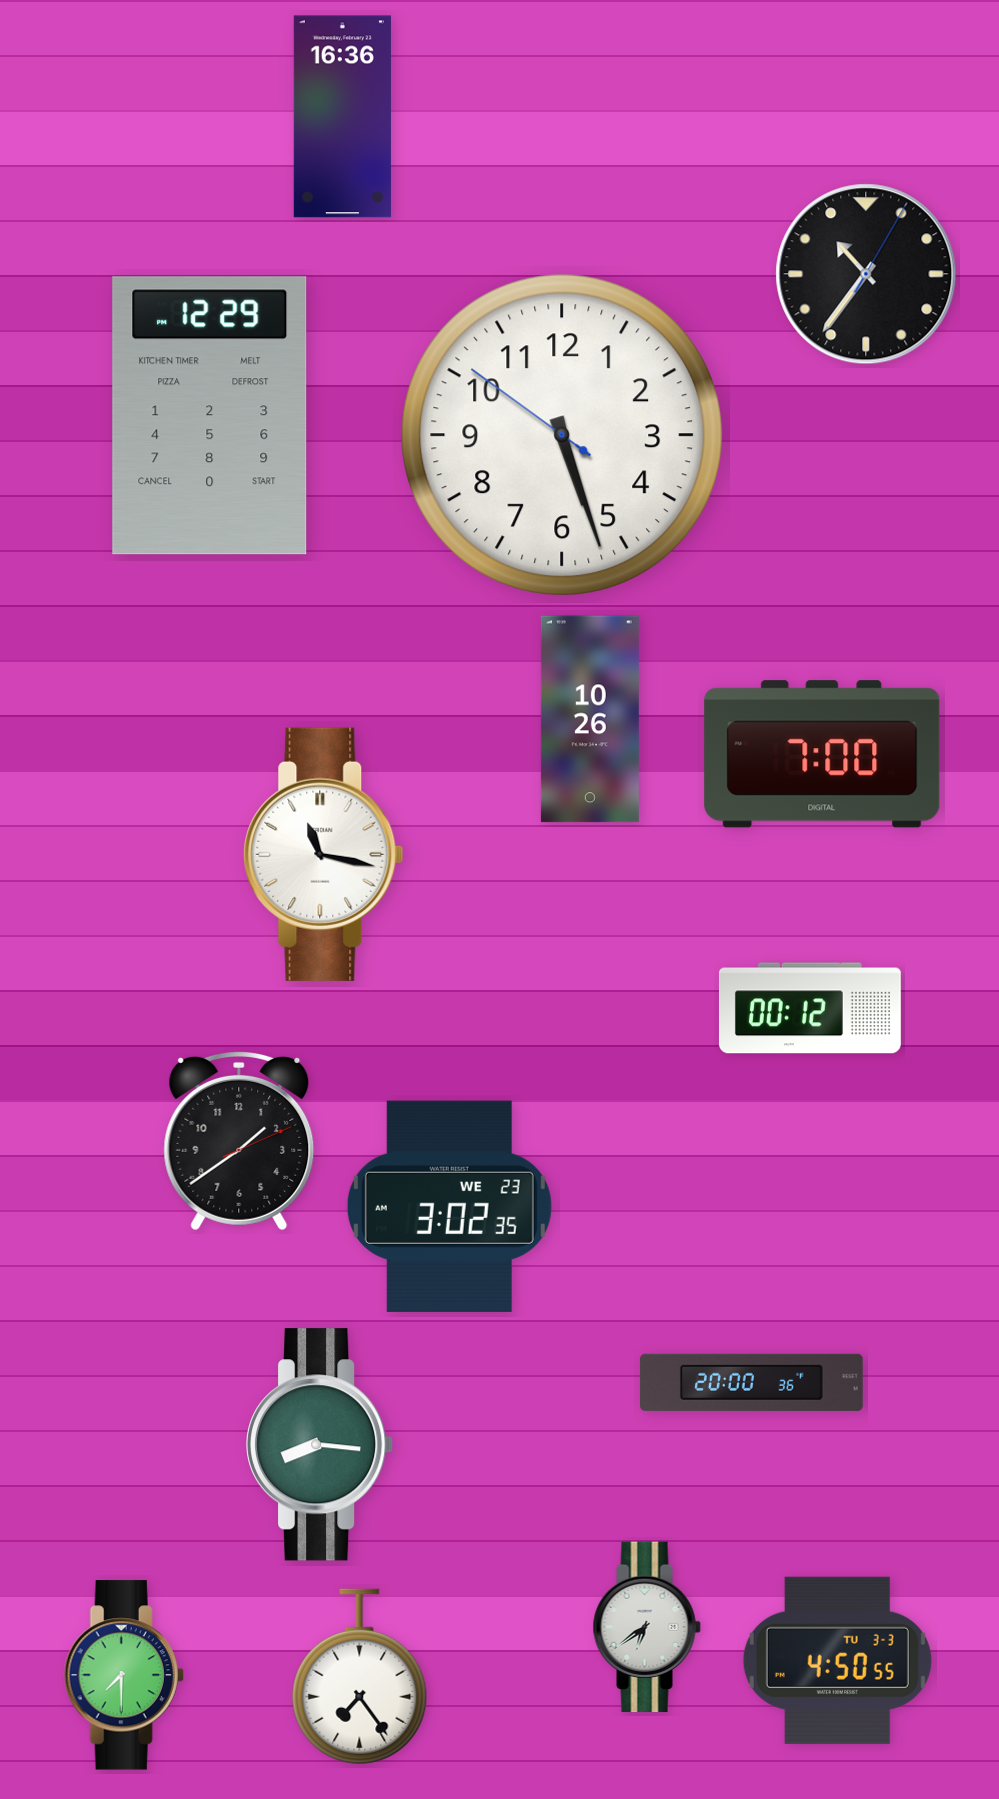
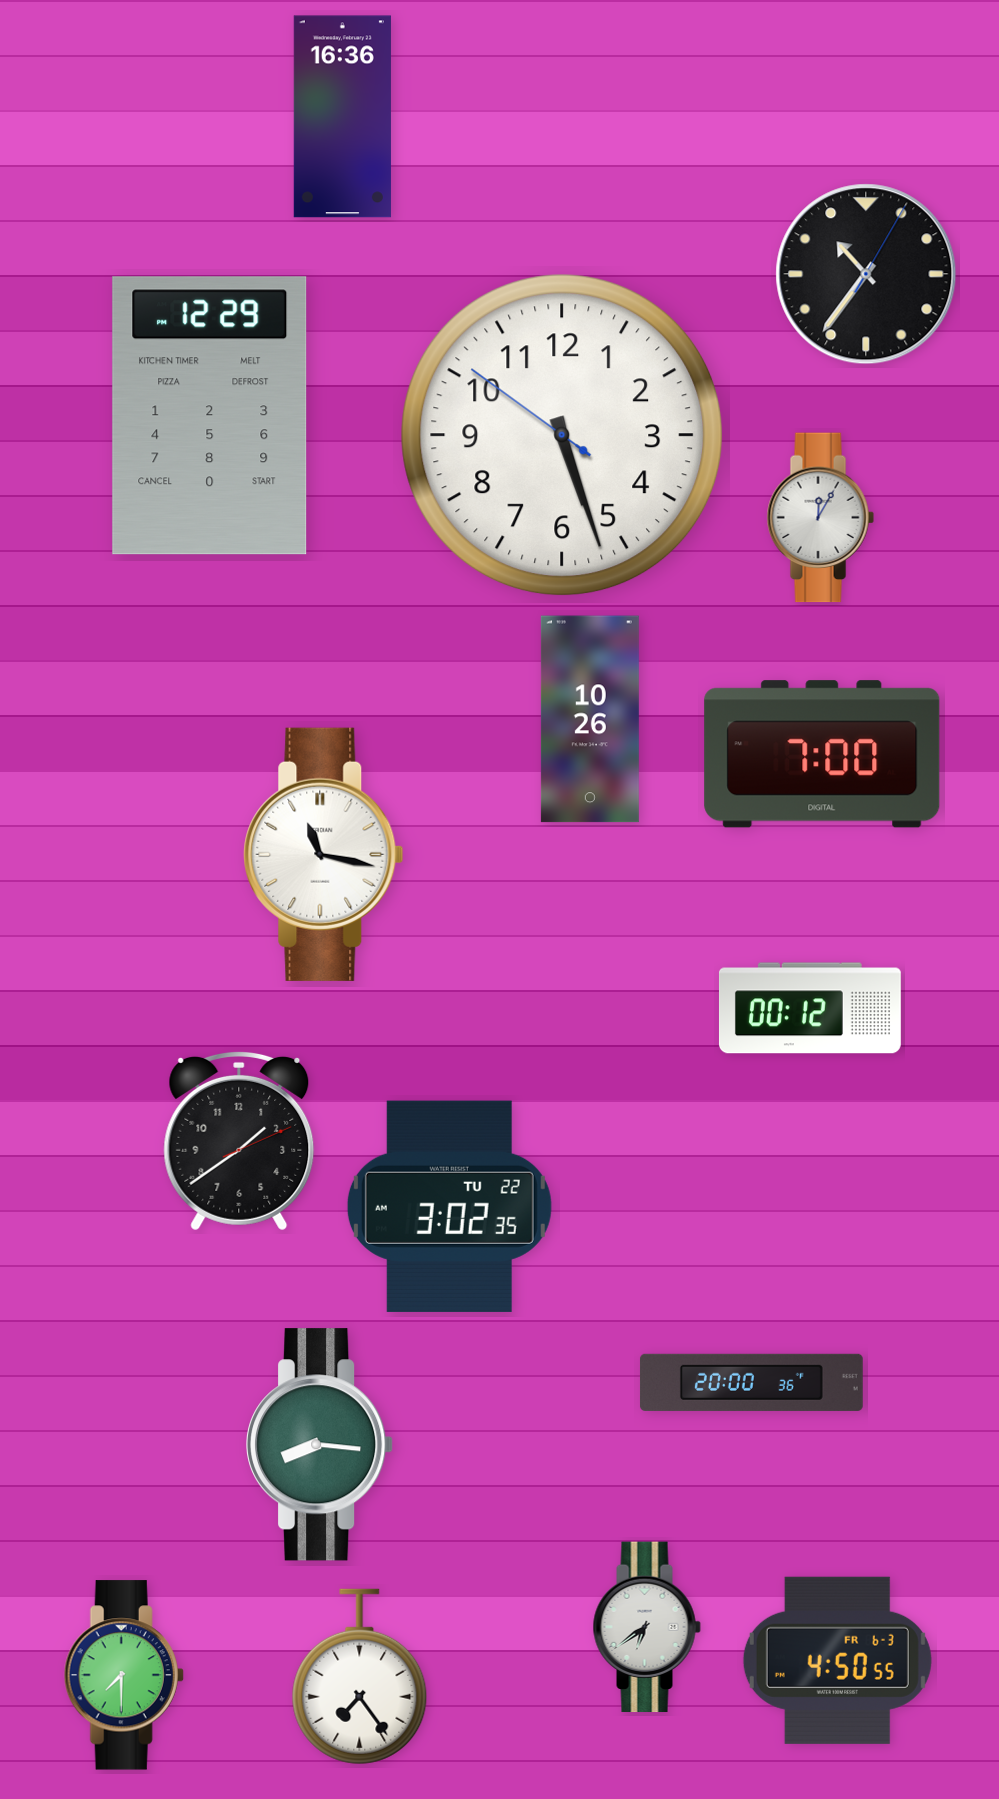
clock at (820, 518): none -> 12:05
clock at (449, 1206) date: WE 23 -> TU 22
clock at (837, 1660) date: TU 3-3 -> FR 6-3
